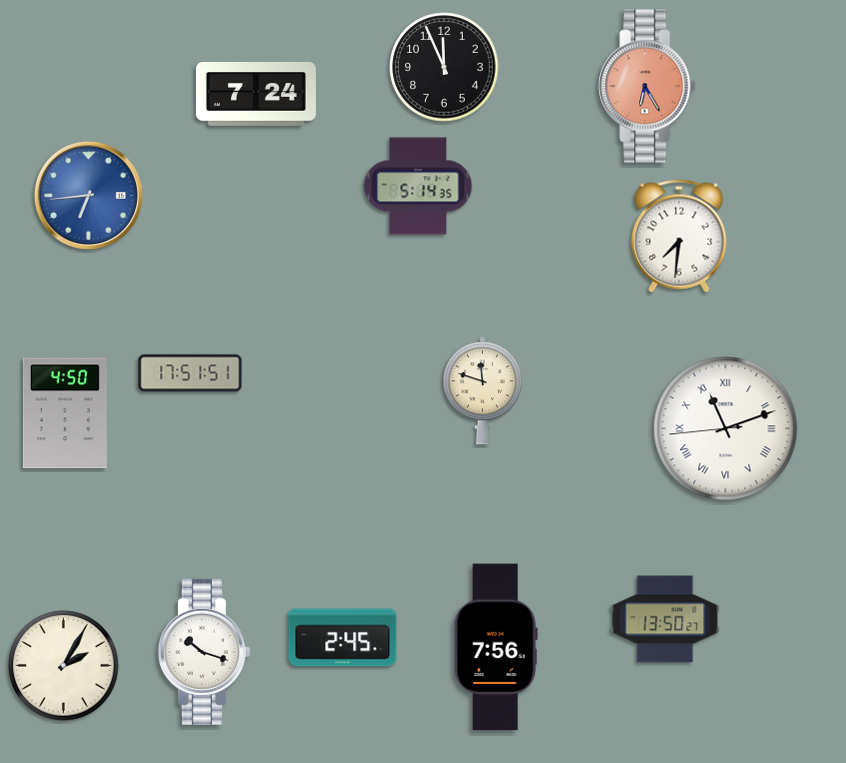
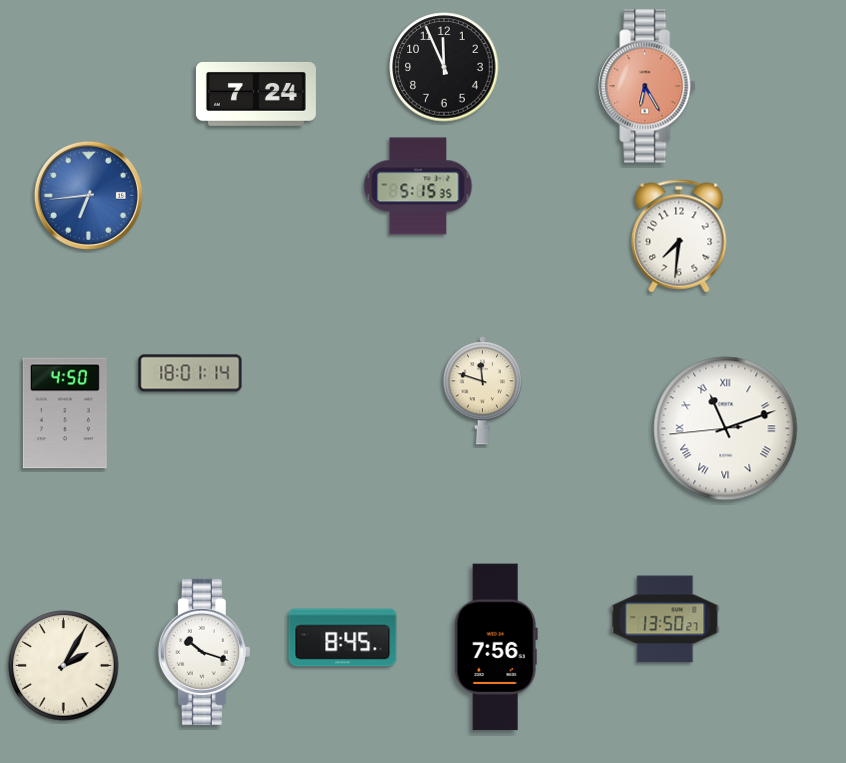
clock at (418, 186): 5:14 -> 5:15
clock at (190, 373): 17:51 -> 18:01
clock at (343, 638): 2:45 -> 8:45
